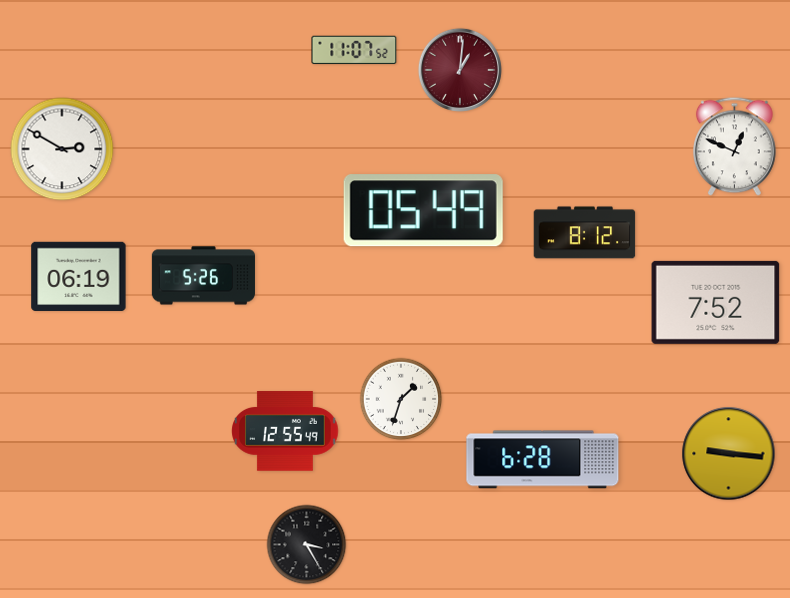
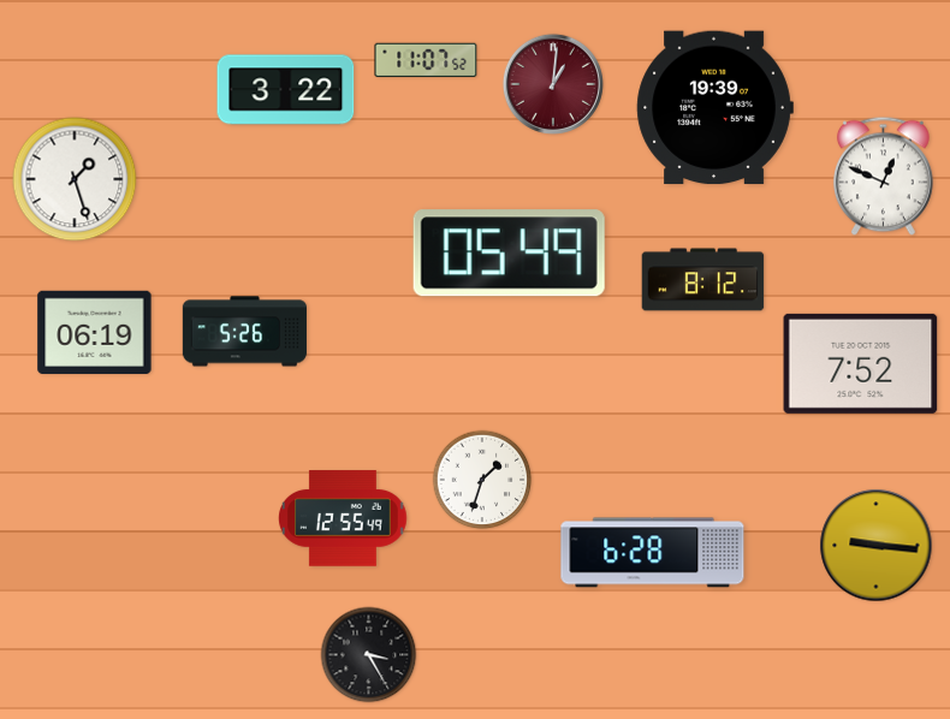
clock at (286, 90): none -> 3:22
clock at (714, 108): none -> 19:39
clock at (62, 149): 2:50 -> 1:27
